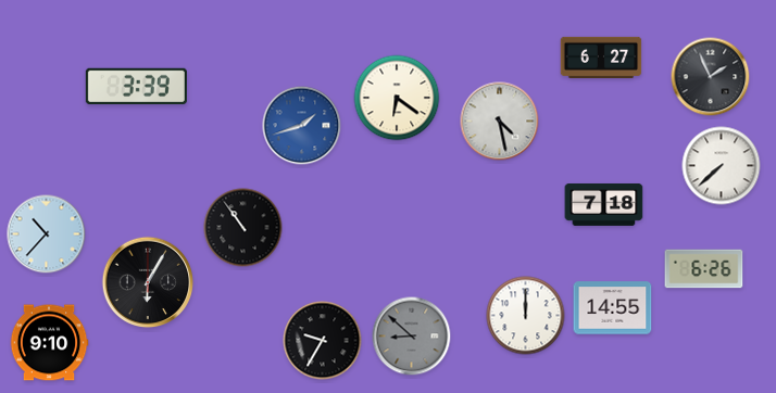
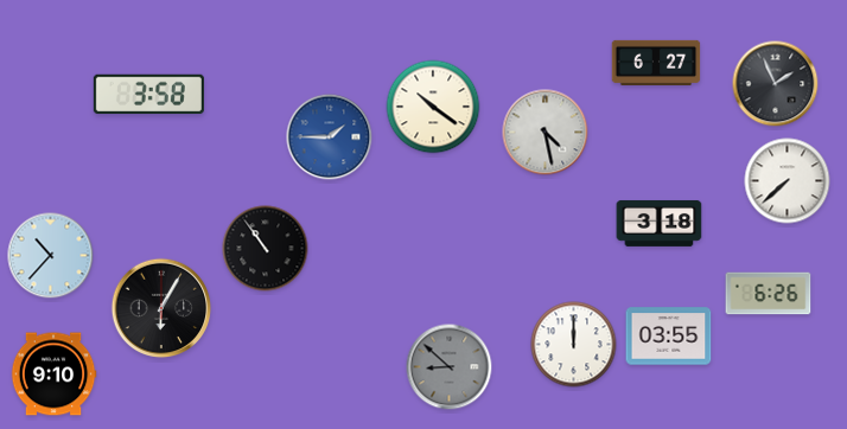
clock at (136, 87): 3:39 -> 3:58
clock at (397, 98): 6:21 -> 10:21
clock at (302, 126): 1:42 -> 1:45
clock at (604, 204): 7:18 -> 3:18
clock at (613, 308): 14:55 -> 03:55
clock at (323, 341): 9:35 -> none
